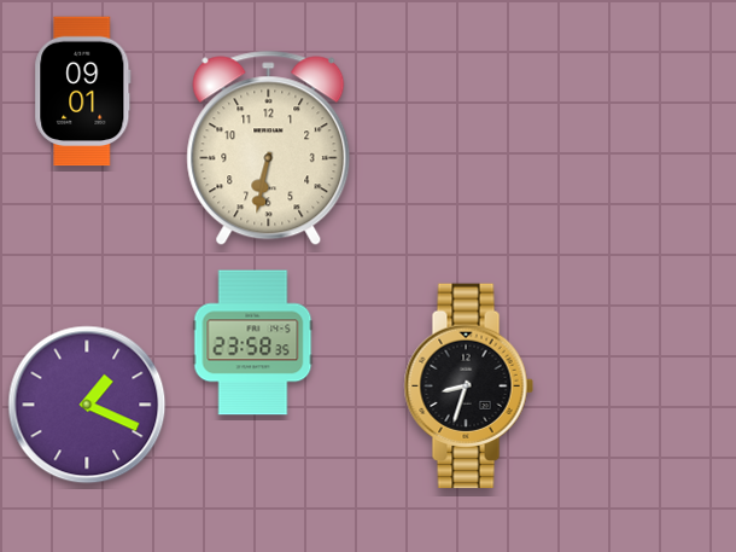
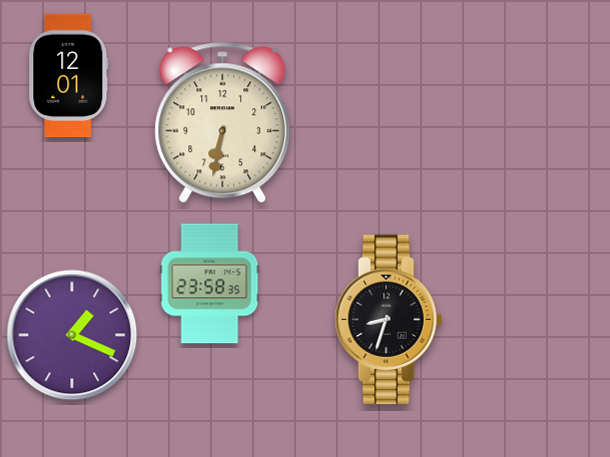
clock at (83, 92): 09:01 -> 12:01
